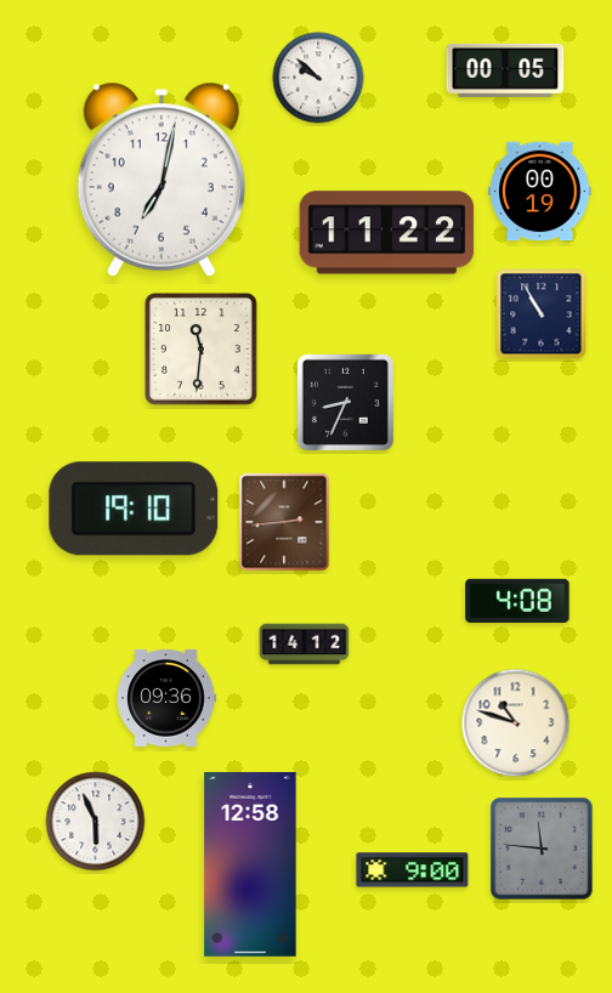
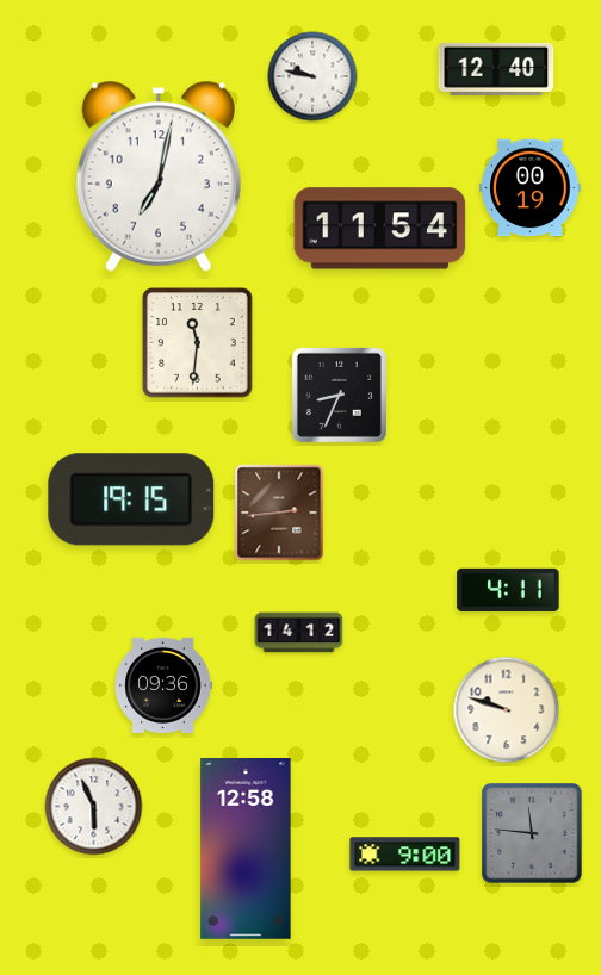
clock at (505, 70): 00:05 -> 12:40
clock at (318, 78): 9:52 -> 9:47
clock at (387, 233): 11:22 -> 11:54
clock at (542, 314): 10:55 -> none
clock at (134, 509): 19:10 -> 19:15
clock at (517, 601): 4:08 -> 4:11
clock at (516, 724): 10:48 -> 9:48
